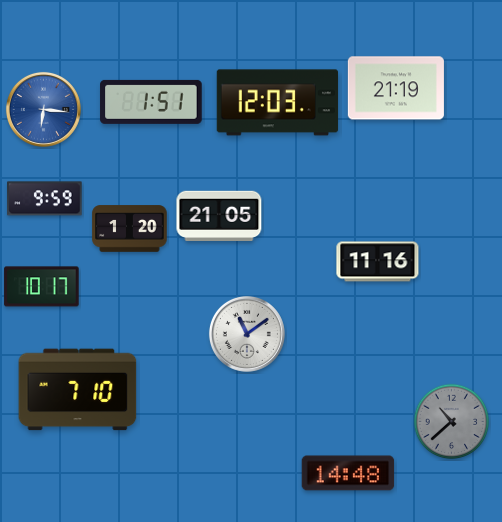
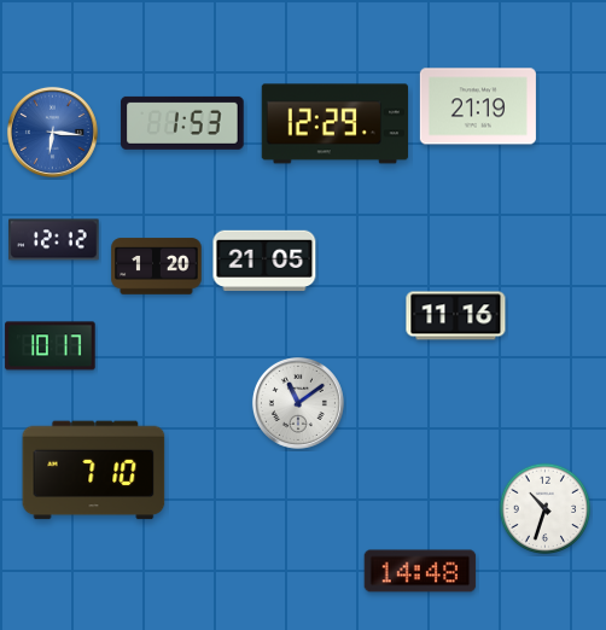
clock at (151, 102): 1:51 -> 1:53
clock at (278, 103): 12:03 -> 12:29
clock at (45, 199): 9:59 -> 12:12
clock at (130, 229) position: (130, 229) -> (157, 267)
clock at (452, 422): 10:38 -> 10:33
clock at (452, 422) dial: grey -> white
